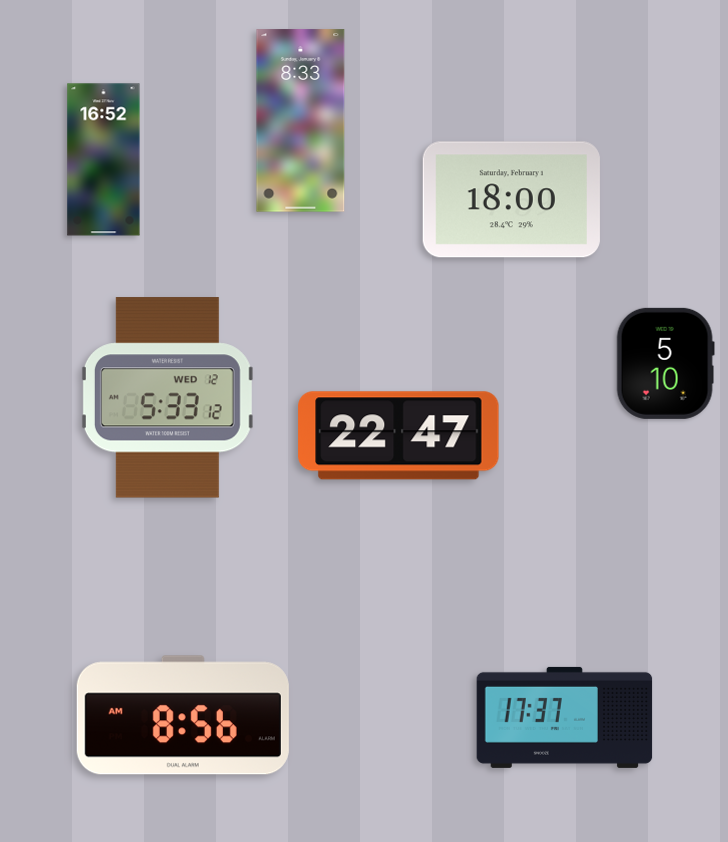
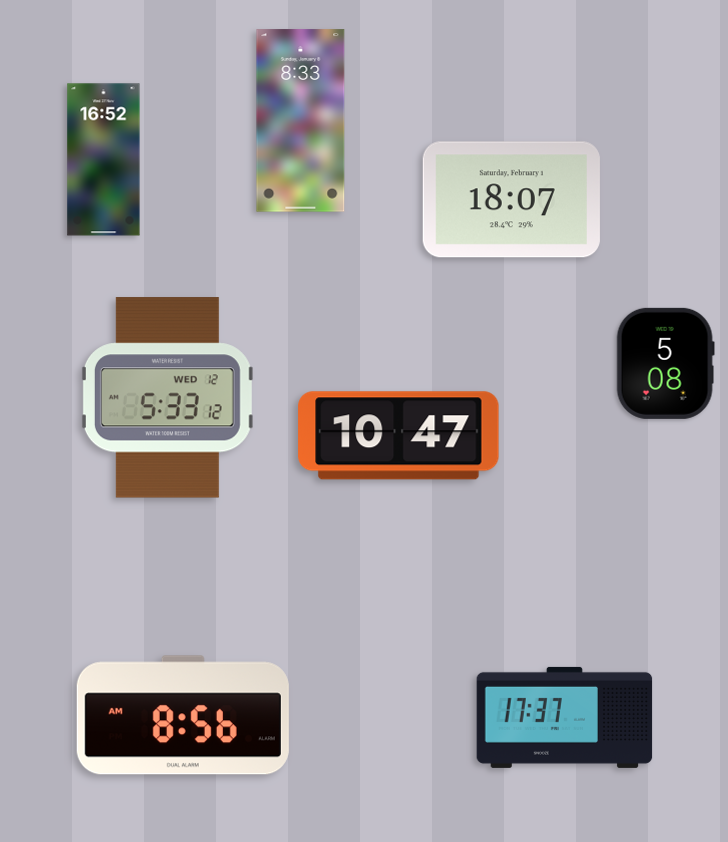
clock at (511, 200): 18:00 -> 18:07
clock at (665, 363): 5:10 -> 5:08
clock at (399, 436): 22:47 -> 10:47
